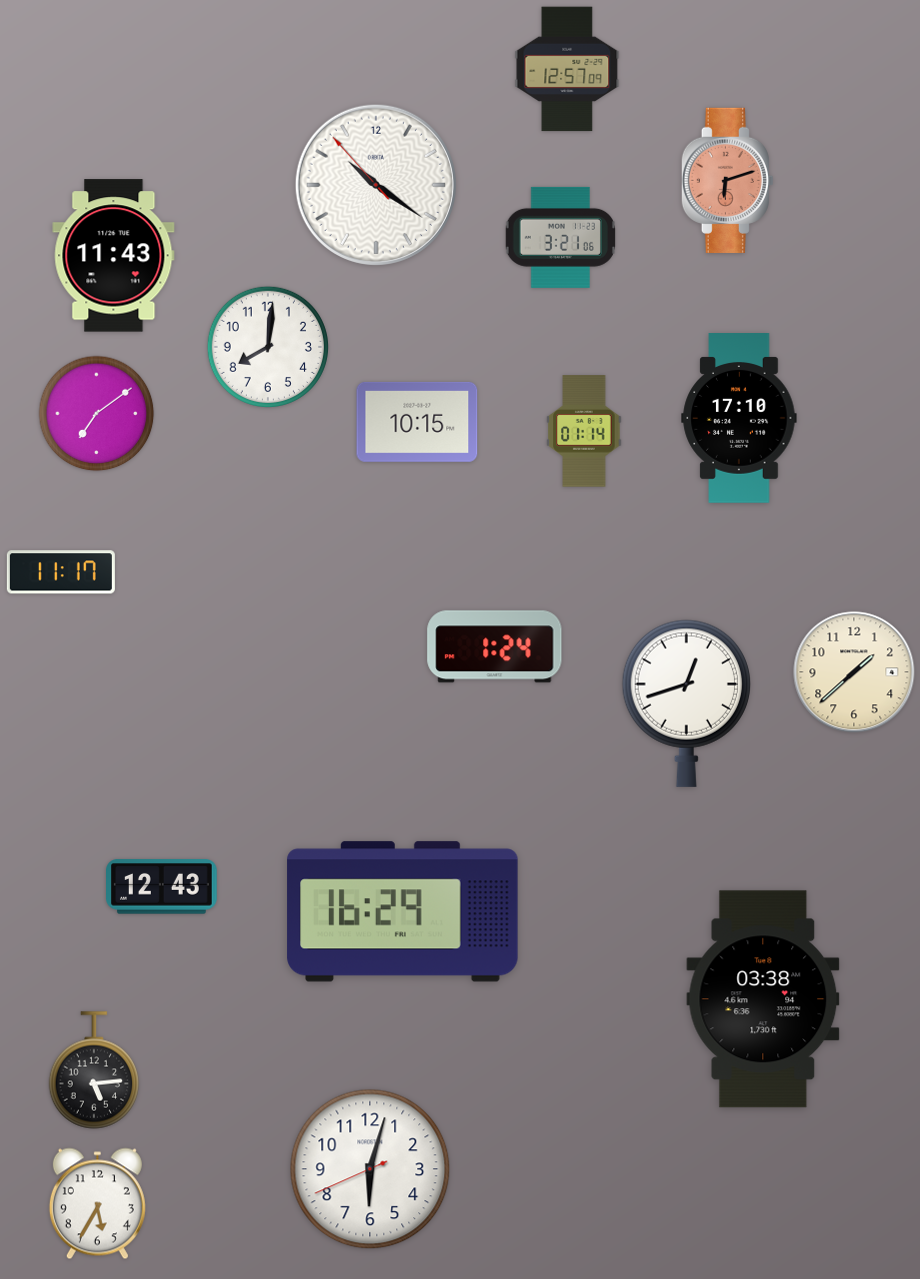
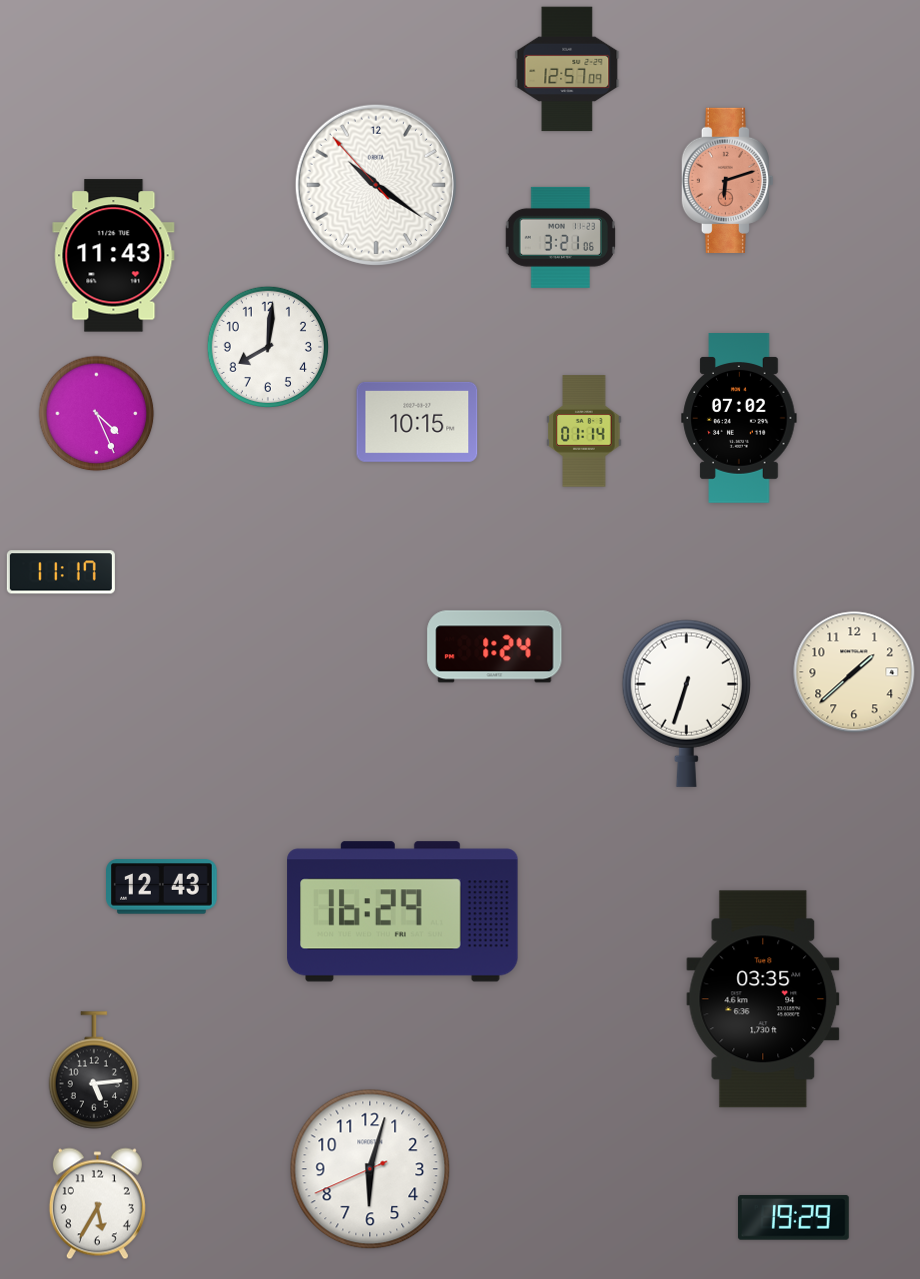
clock at (97, 414): 7:09 -> 4:26
clock at (739, 419): 17:10 -> 07:02
clock at (686, 703): 12:42 -> 6:33
clock at (763, 999): 03:38 -> 03:35
clock at (794, 1218): none -> 19:29
